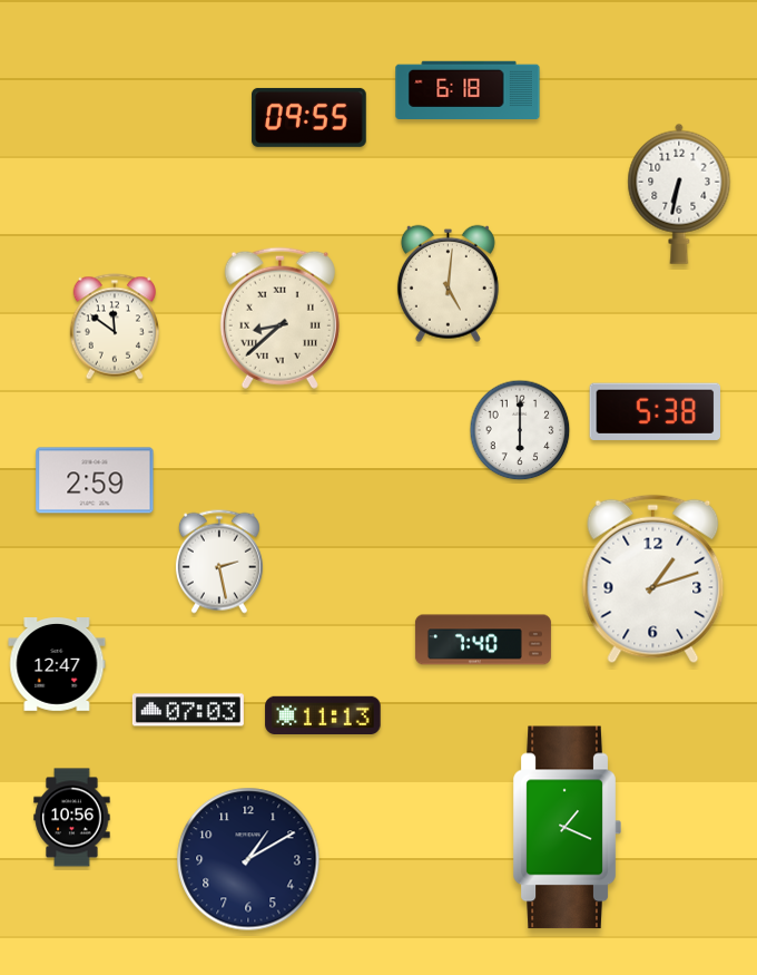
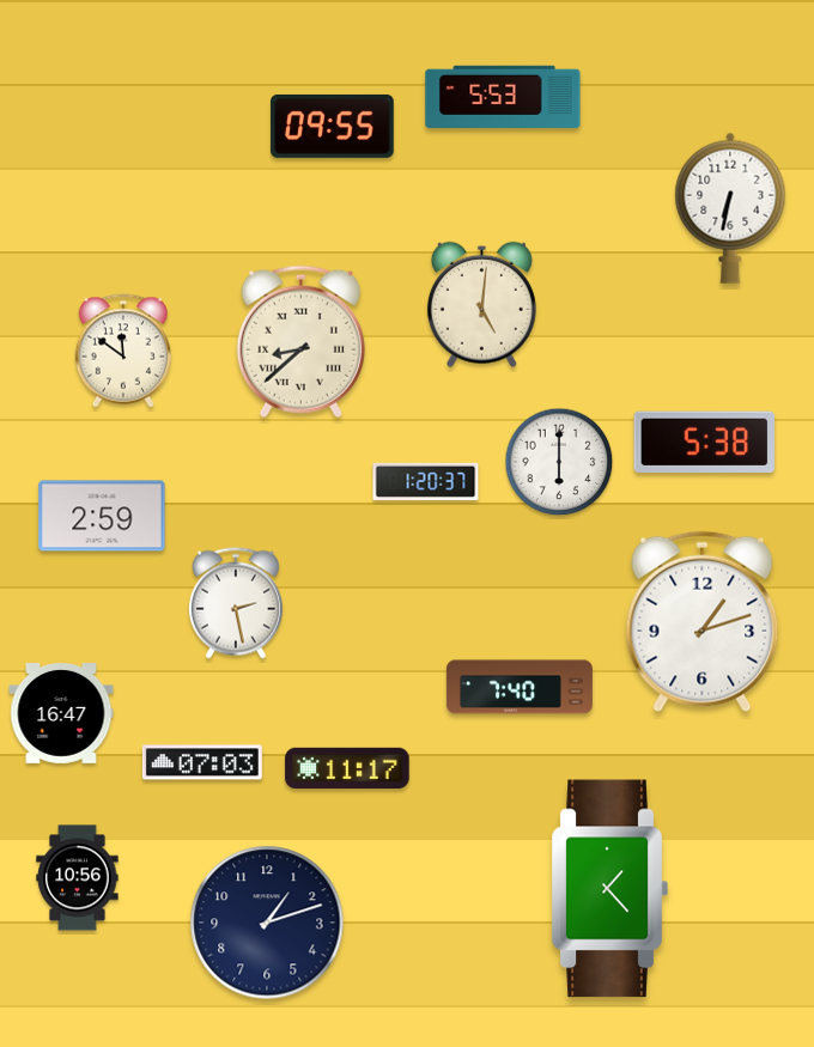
clock at (468, 89): 6:18 -> 5:53
clock at (426, 481): none -> 1:20
clock at (57, 665): 12:47 -> 16:47
clock at (323, 714): 11:13 -> 11:17
clock at (567, 828): 1:19 -> 1:23
clock at (248, 859): 1:10 -> 1:12
